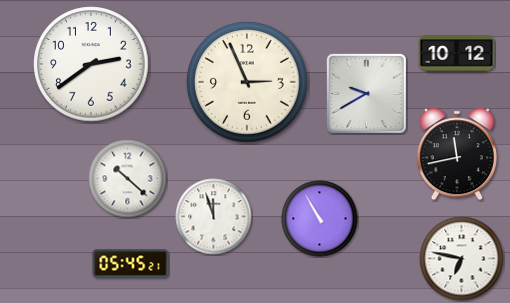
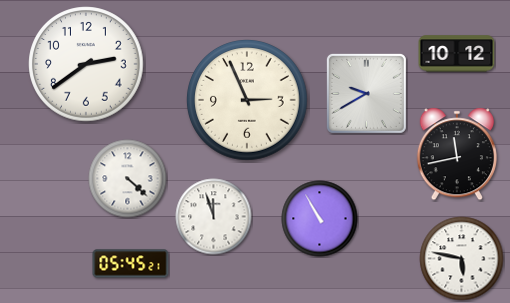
clock at (91, 64) position: (91, 64) -> (86, 64)
clock at (248, 82) position: (248, 82) -> (248, 100)
clock at (128, 179): 10:22 -> 4:22
clock at (462, 259): 6:47 -> 5:47
